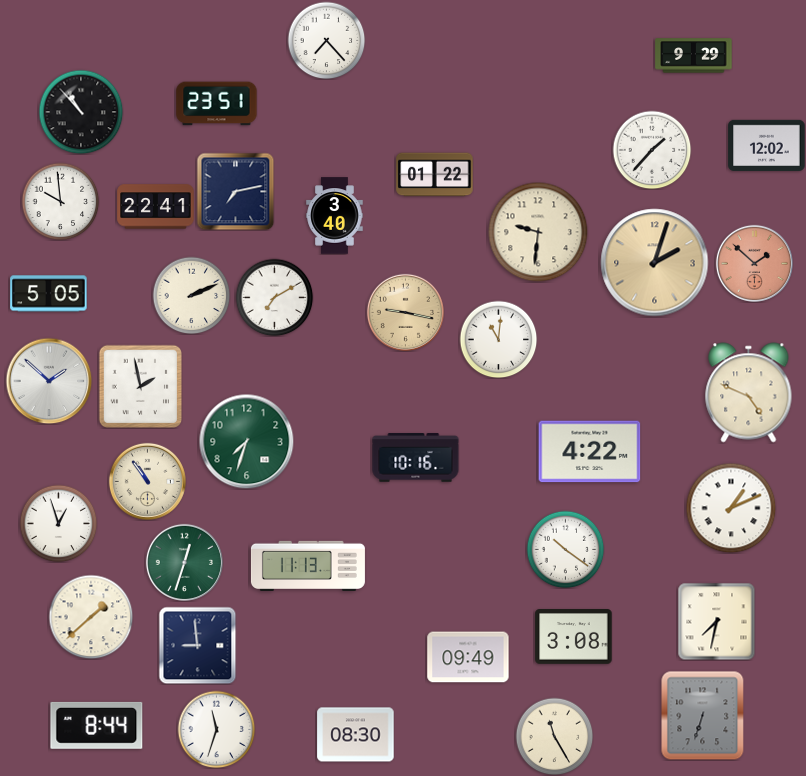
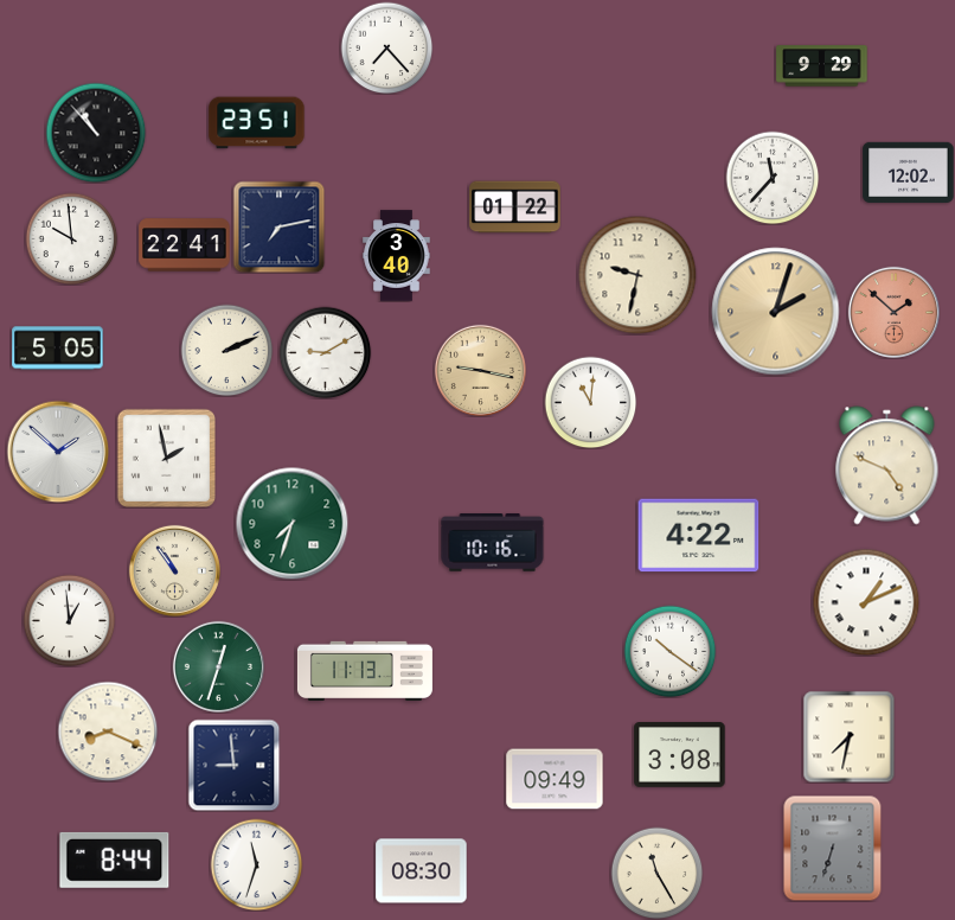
clock at (652, 150): 1:37 -> 11:37
clock at (538, 232): 9:31 -> 9:32
clock at (274, 297): 7:10 -> 9:10
clock at (58, 523): 12:57 -> 12:59
clock at (91, 617): 1:38 -> 8:19
